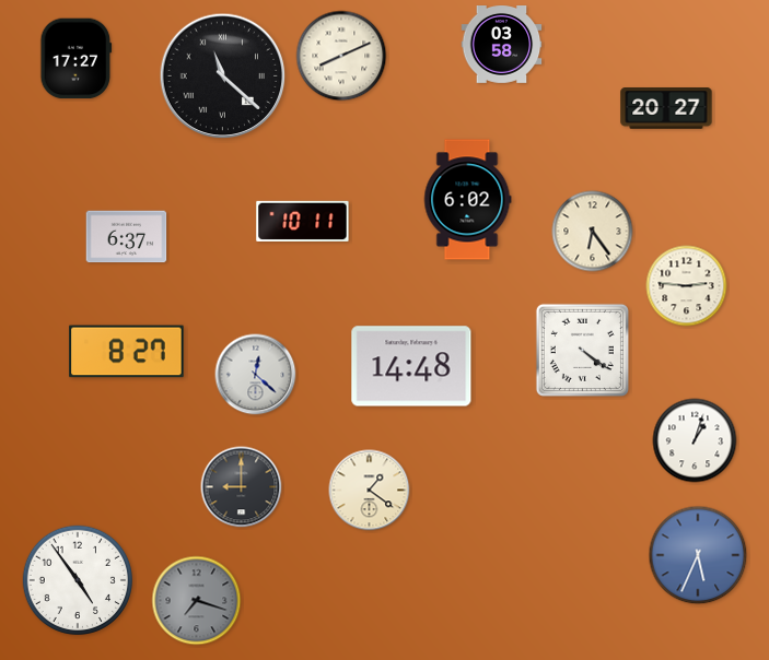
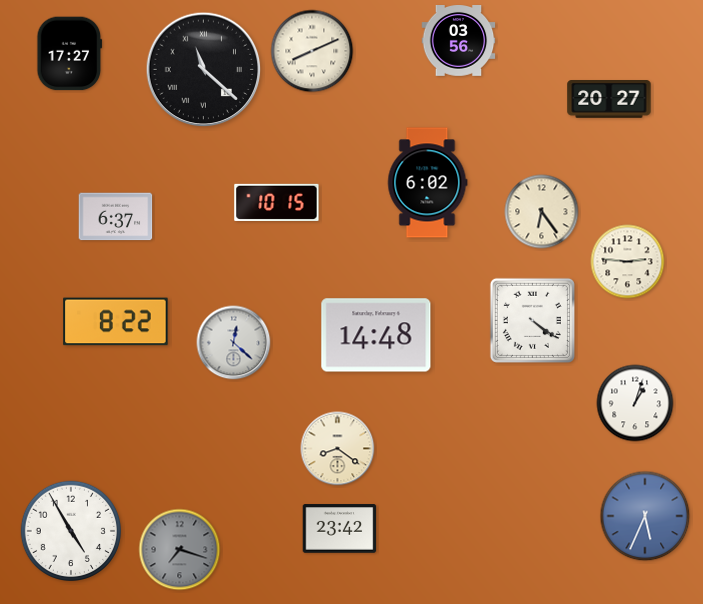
clock at (502, 45): 03:58 -> 03:56
clock at (303, 221): 10:11 -> 10:15
clock at (127, 352): 8:27 -> 8:22
clock at (242, 487): 9:00 -> none
clock at (370, 491): 1:21 -> 8:21
clock at (698, 555) position: (698, 555) -> (645, 516)
clock at (340, 529): none -> 23:42
clock at (77, 579): 4:54 -> 4:55
